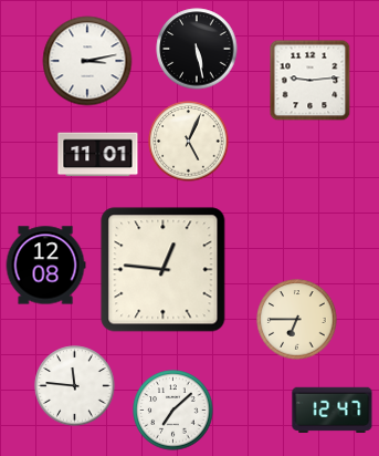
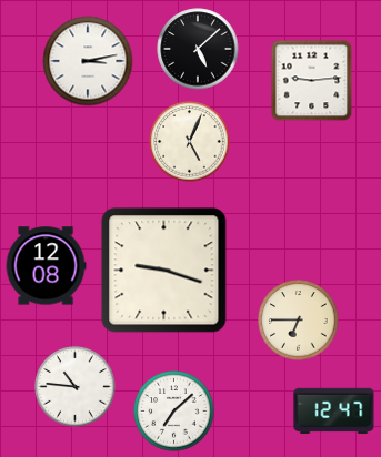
clock at (197, 49): 5:28 -> 5:08
clock at (98, 155): 11:01 -> none
clock at (164, 270): 12:46 -> 9:18
clock at (75, 386): 11:46 -> 10:46
